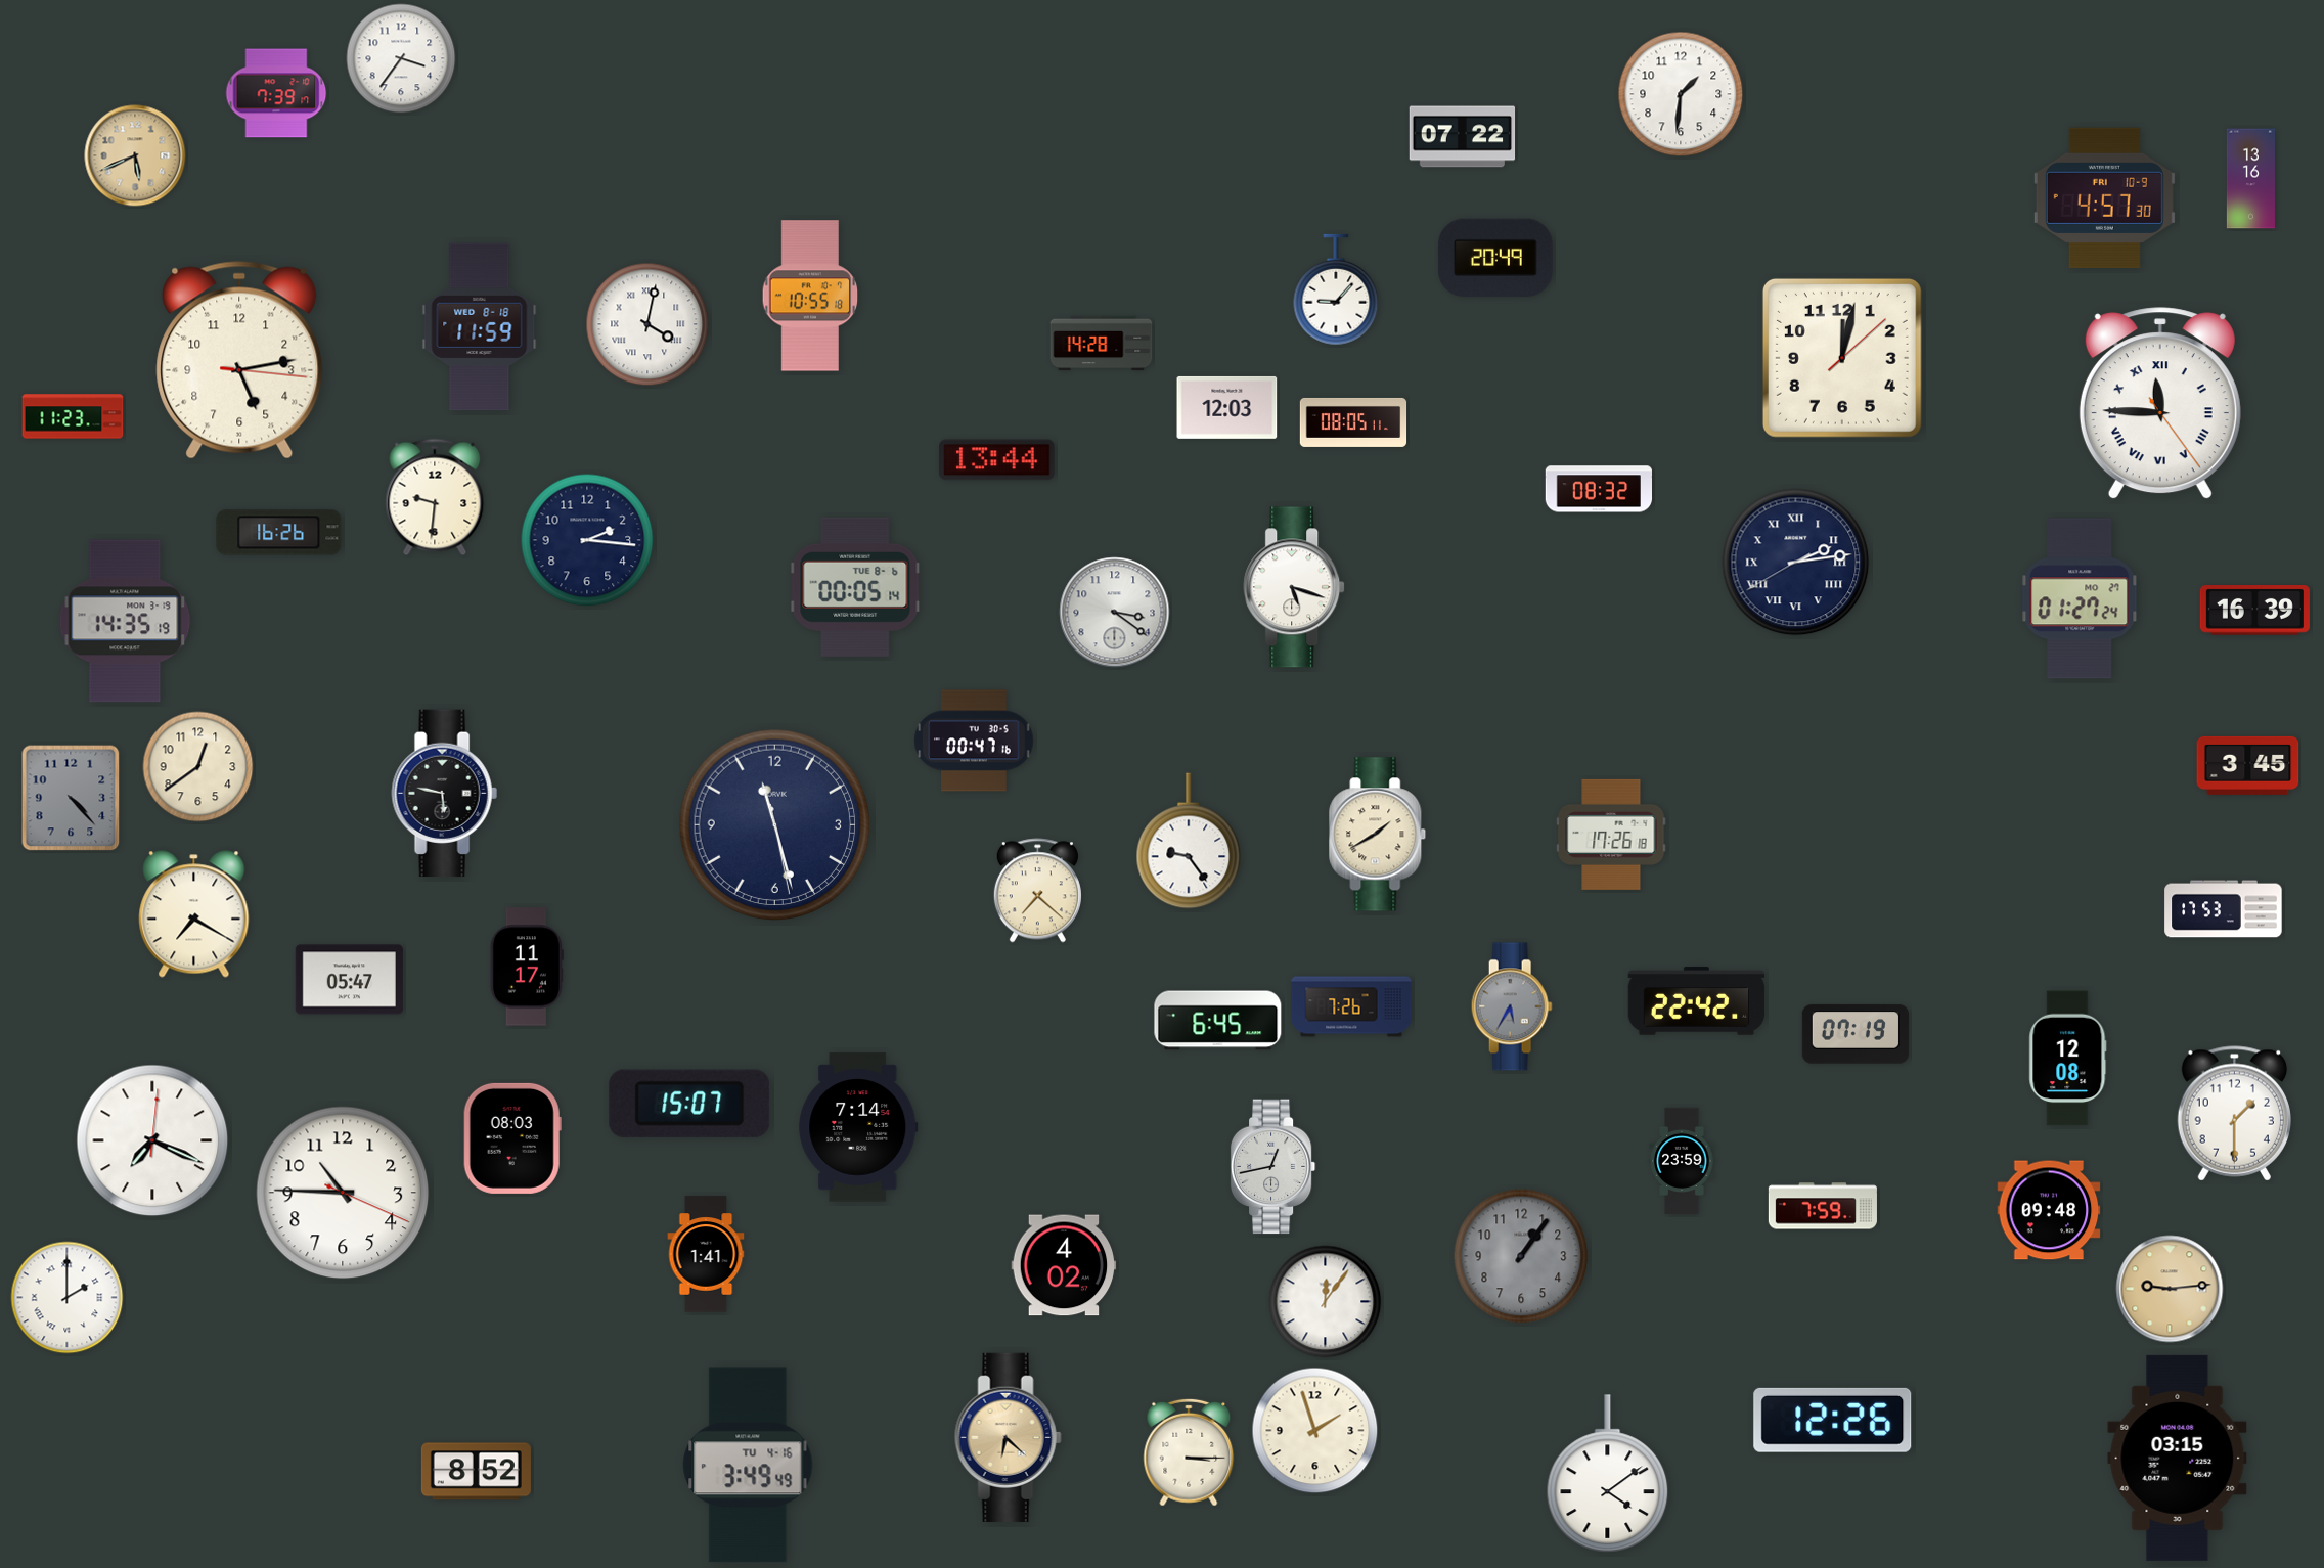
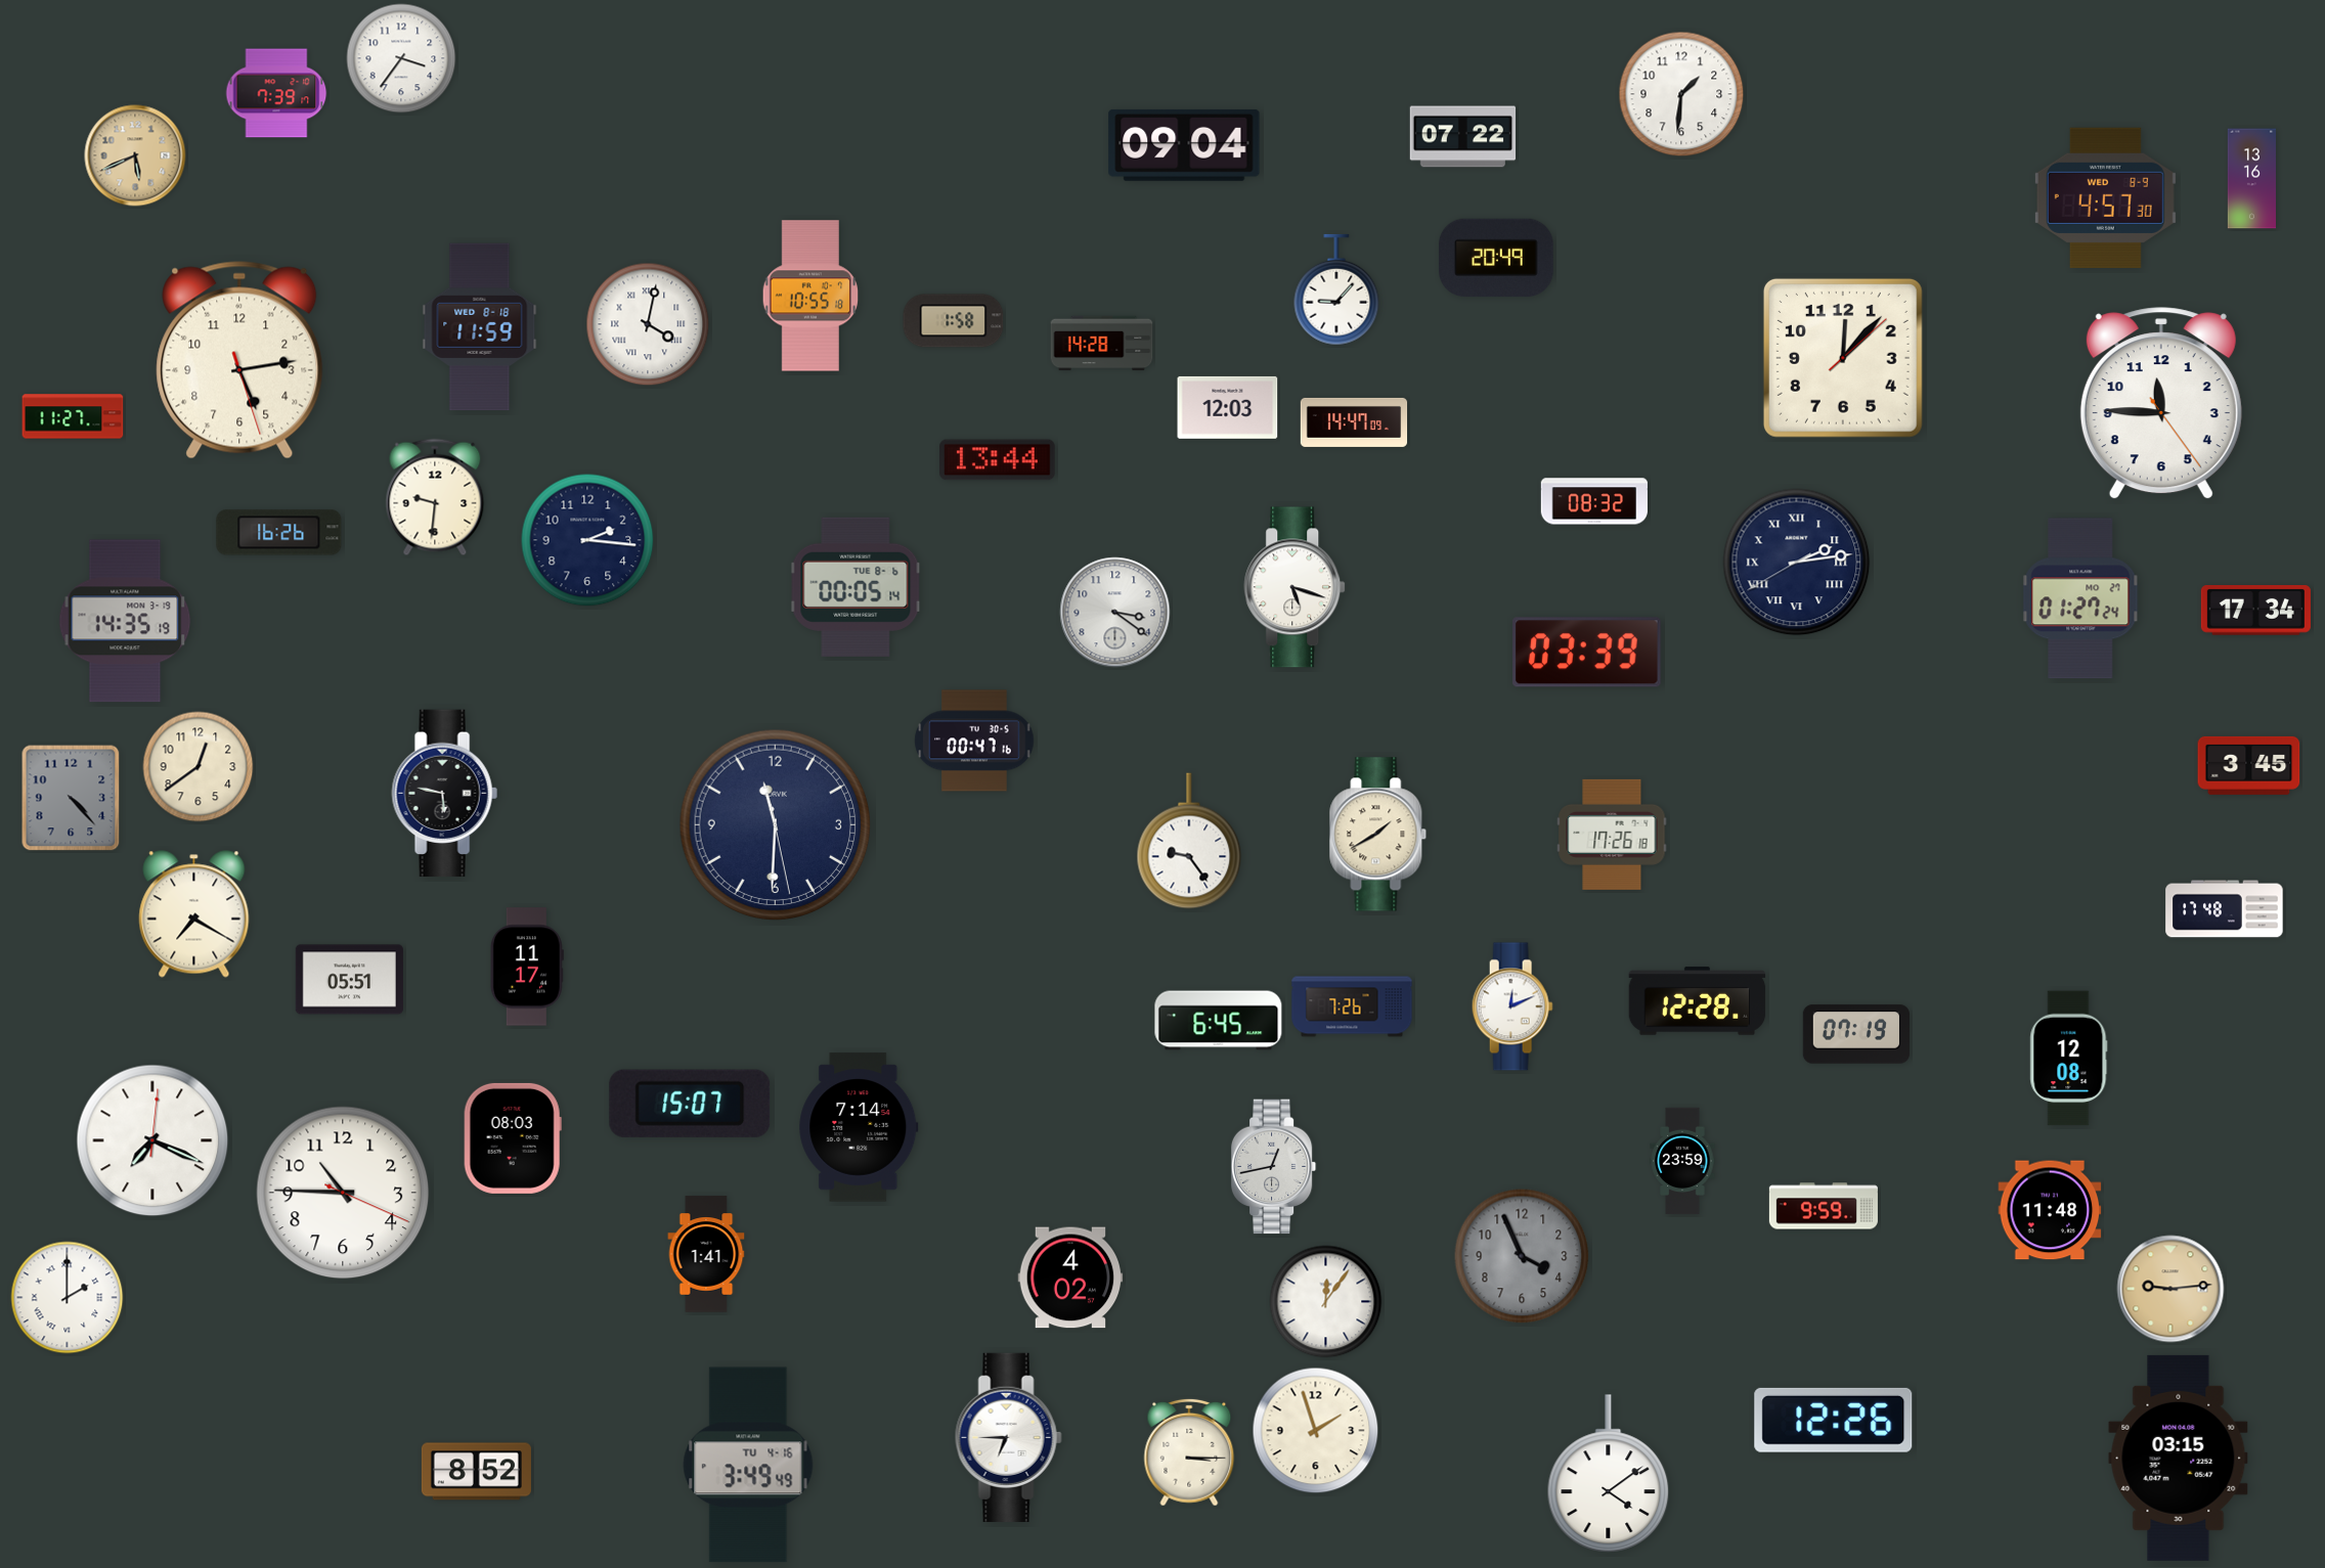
clock at (1184, 145): none -> 09:04
clock at (2104, 197) date: FRI 10-9 -> WED 8-9
clock at (954, 321): none -> 1:58
clock at (1842, 358): 12:02 -> 12:07
clock at (239, 360): 5:13:16 -> 5:13:27
clock at (2160, 404) numerals: Roman -> Arabic
clock at (73, 416): 11:23 -> 11:27
clock at (1353, 422): 08:05 -> 14:47
clock at (1598, 489) position: (1598, 489) -> (1593, 501)
clock at (2254, 611): 16:39 -> 17:34
clock at (1587, 653): none -> 03:39
clock at (775, 825): 11:27 -> 11:30
clock at (1037, 891): 7:22 -> none
clock at (2224, 909): 17:53 -> 17:48
clock at (349, 980): 05:47 -> 05:51
clock at (1697, 1001): 22:42 -> 12:28
clock at (1512, 1006): 5:35 -> 12:11
clock at (1512, 1006) dial: grey -> white
clock at (2234, 1114): 1:30 -> none
clock at (1823, 1206): 7:59 -> 9:59
clock at (2049, 1210): 09:48 -> 11:48
clock at (1521, 1256): 1:06 -> 3:56
clock at (1064, 1265) position: (1064, 1265) -> (1070, 1278)
clock at (1008, 1437): 6:22 -> 6:45
clock at (1008, 1437) dial: champagne -> white
